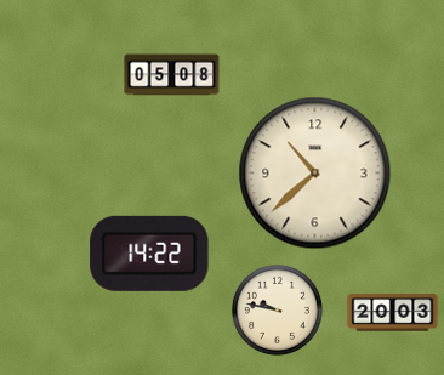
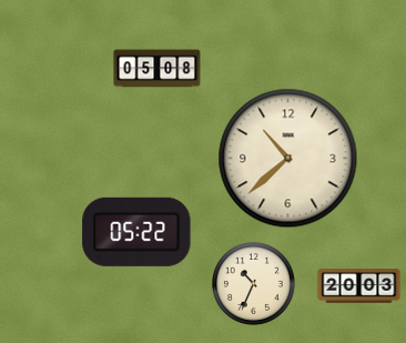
clock at (149, 254): 14:22 -> 05:22
clock at (277, 311): 9:47 -> 10:34
